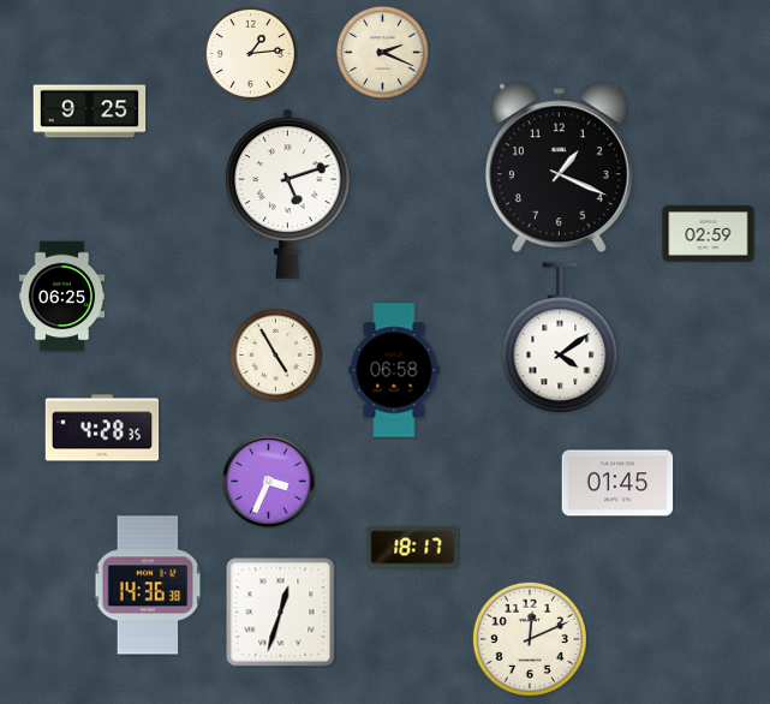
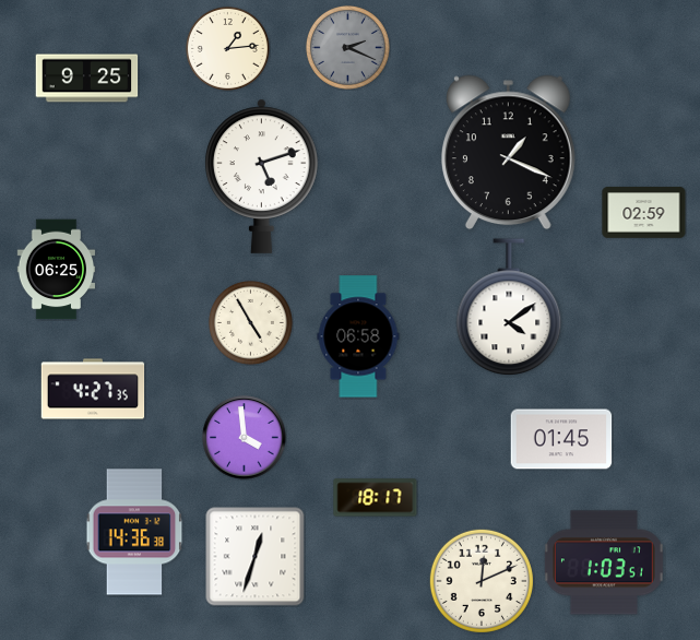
clock at (382, 52) dial: cream -> grey
clock at (90, 112) position: (90, 112) -> (87, 79)
clock at (102, 428): 4:28 -> 4:27
clock at (269, 482): 3:34 -> 3:59
clock at (604, 562): none -> 1:03
